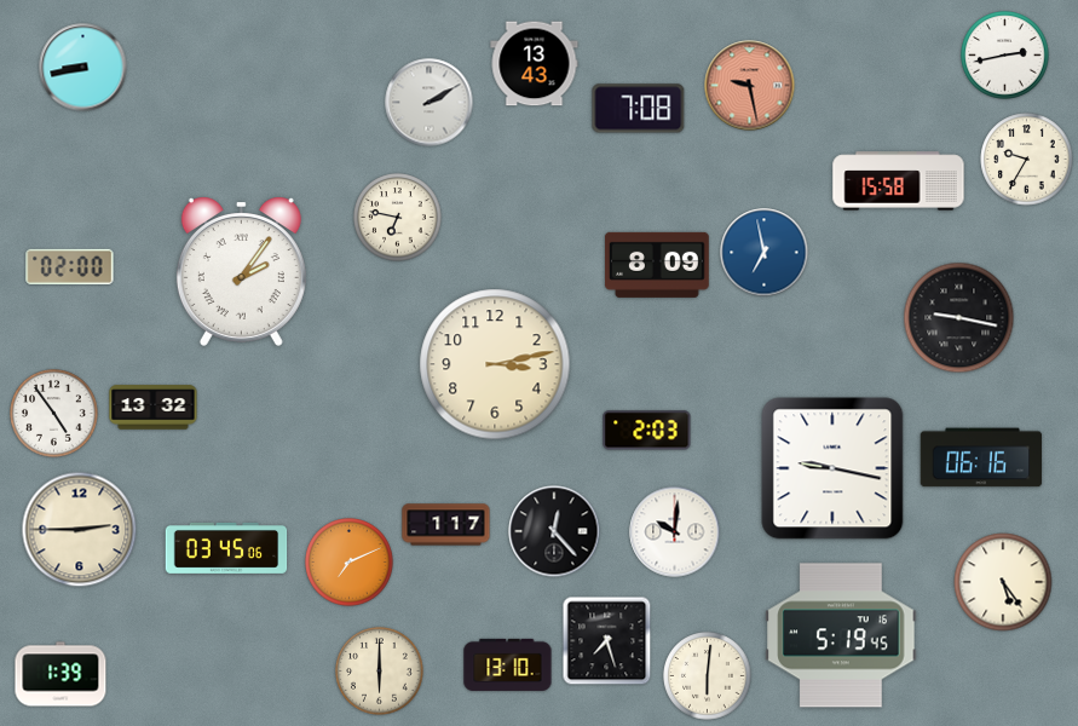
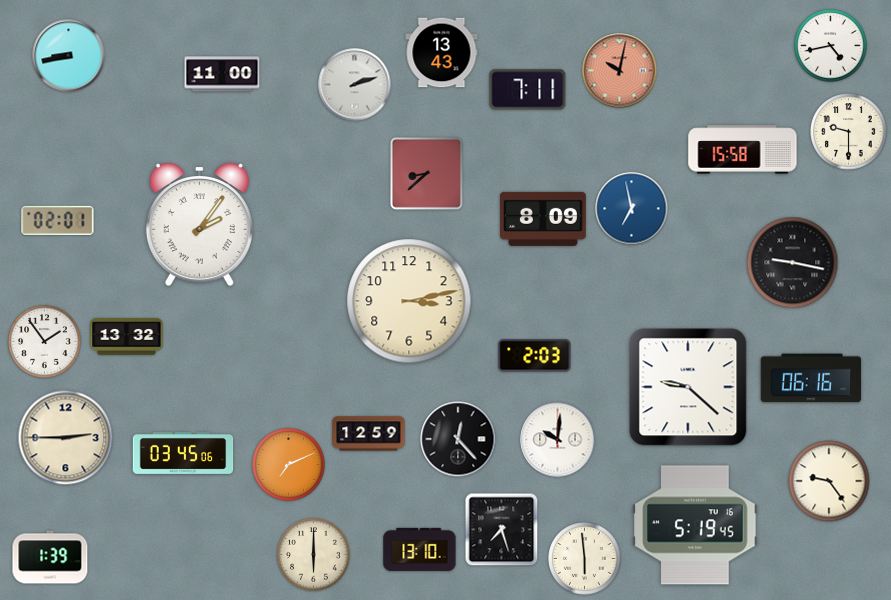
clock at (1005, 56): 2:43 -> 4:43
clock at (750, 86): 9:28 -> 10:02
clock at (222, 74): none -> 11:00
clock at (430, 103): 2:10 -> 2:12
clock at (639, 109): 7:08 -> 7:11
clock at (1027, 160): 9:35 -> 9:30
clock at (426, 173): none -> 8:38
clock at (398, 218): 6:47 -> none
clock at (70, 266): 02:00 -> 02:01
clock at (54, 414): 4:54 -> 1:54
clock at (832, 468): 9:17 -> 9:22
clock at (446, 525): 1:17 -> 12:59
clock at (226, 548) position: (226, 548) -> (183, 453)
clock at (1003, 582): 5:24 -> 9:24
clock at (708, 676): 6:01 -> 5:59
